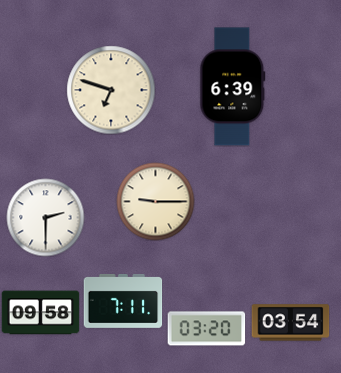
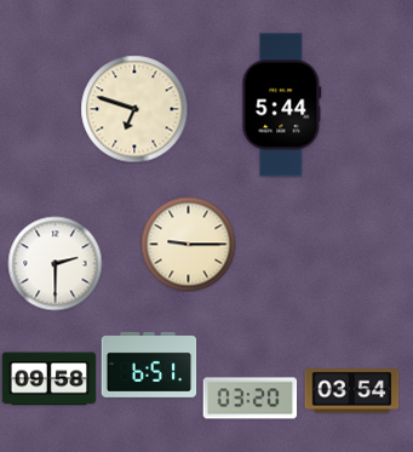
clock at (233, 87): 6:39 -> 5:44
clock at (123, 301): 7:11 -> 6:51
